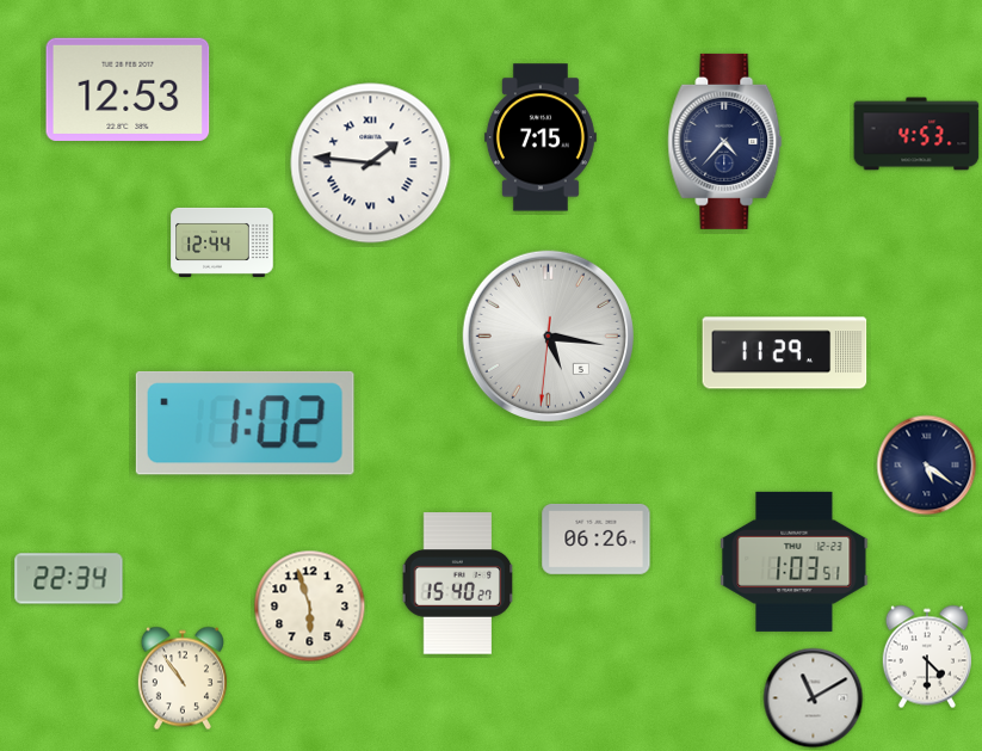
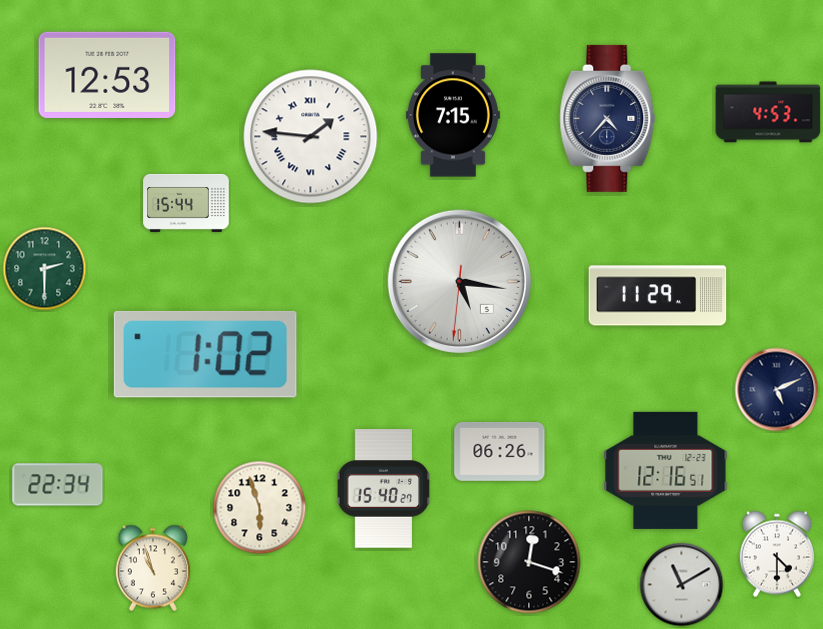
clock at (222, 242): 12:44 -> 15:44
clock at (45, 269): none -> 2:30
clock at (927, 466): 5:21 -> 5:11
clock at (795, 561): 1:03 -> 12:16
clock at (927, 657) position: (927, 657) -> (777, 554)
clock at (529, 562): none -> 12:18
clock at (183, 678): 10:54 -> 10:57
